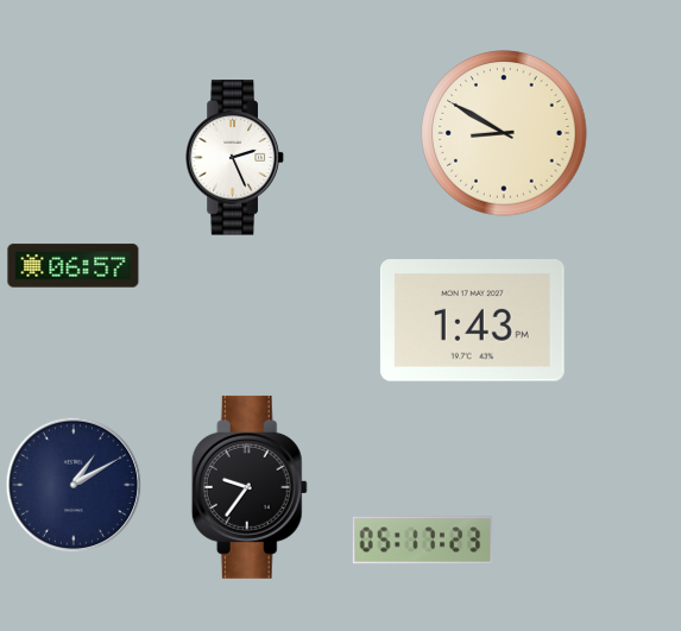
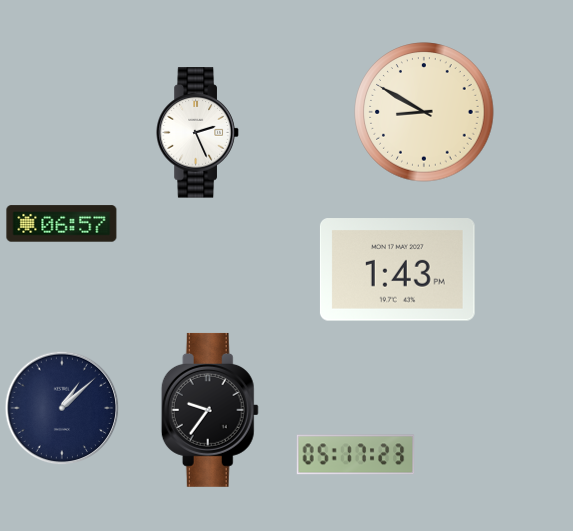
clock at (74, 485): 1:10 -> 1:08
